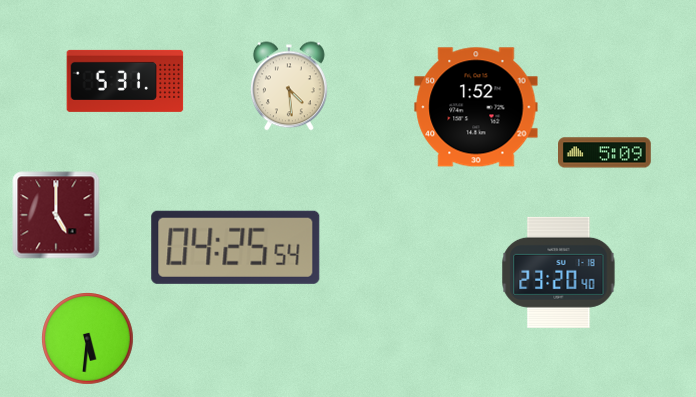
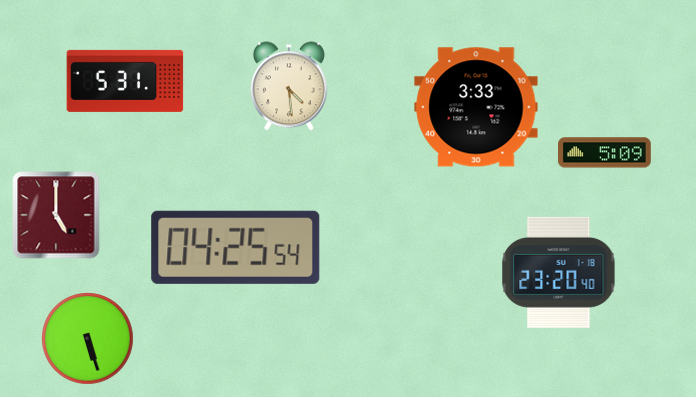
clock at (476, 107): 1:52 -> 3:33
clock at (88, 339): 5:31 -> 5:27
